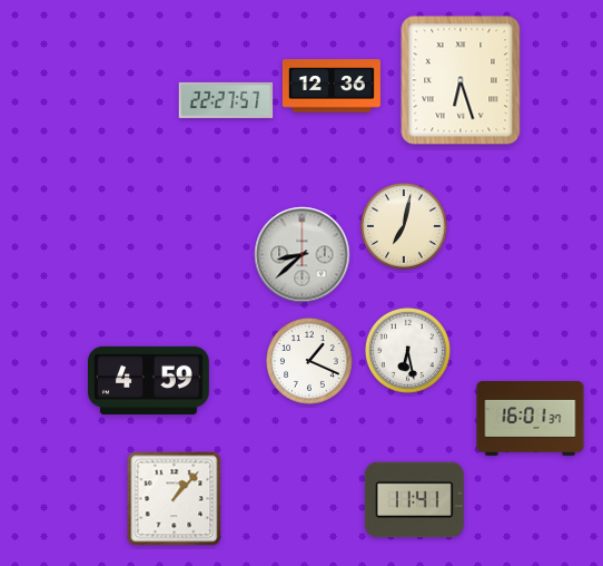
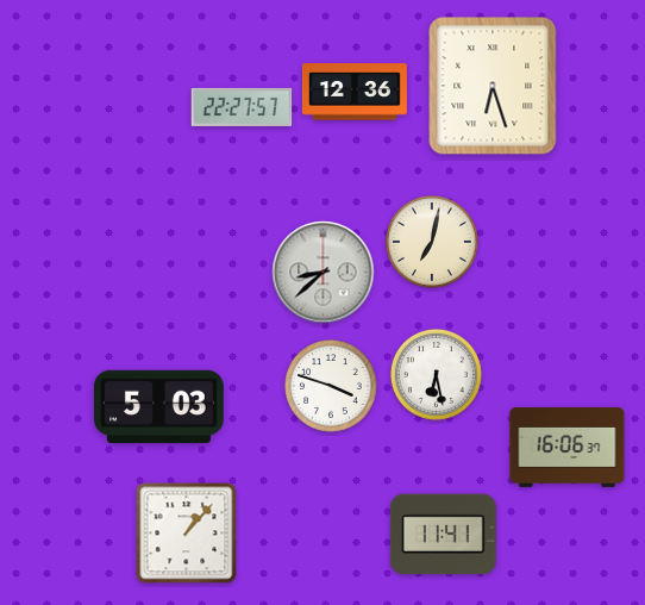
clock at (309, 361): 1:19 -> 3:48
clock at (149, 380): 4:59 -> 5:03
clock at (531, 418): 16:01 -> 16:06
